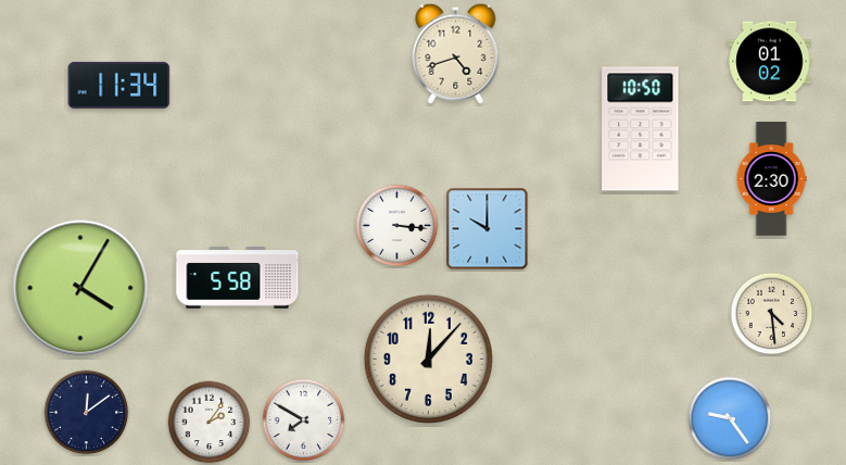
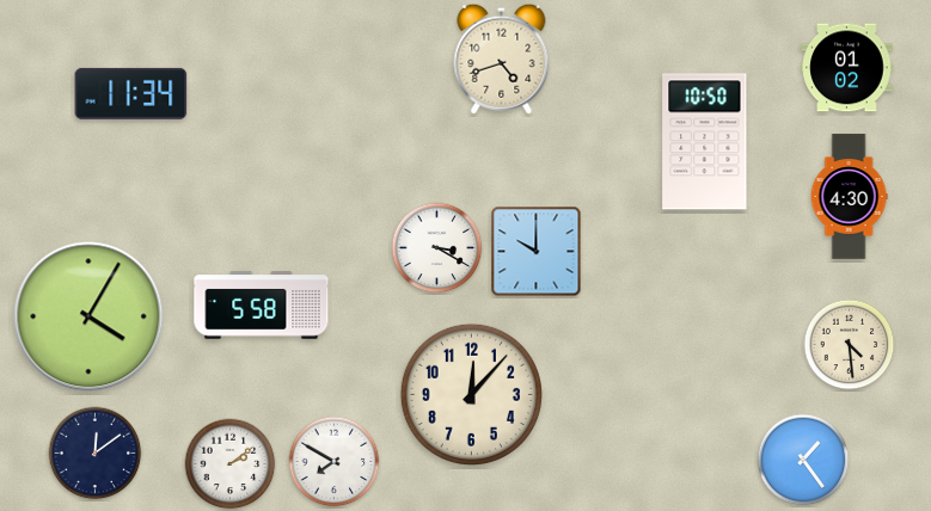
clock at (771, 179): 2:30 -> 4:30
clock at (397, 226): 3:16 -> 3:20
clock at (730, 418): 9:24 -> 1:24
clock at (210, 423): 2:06 -> 2:09
